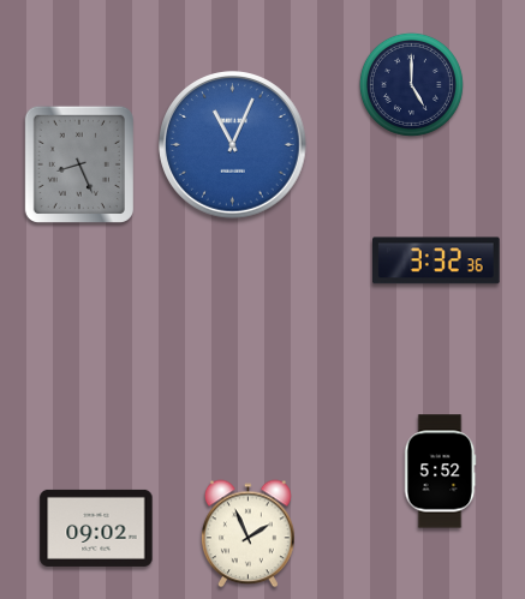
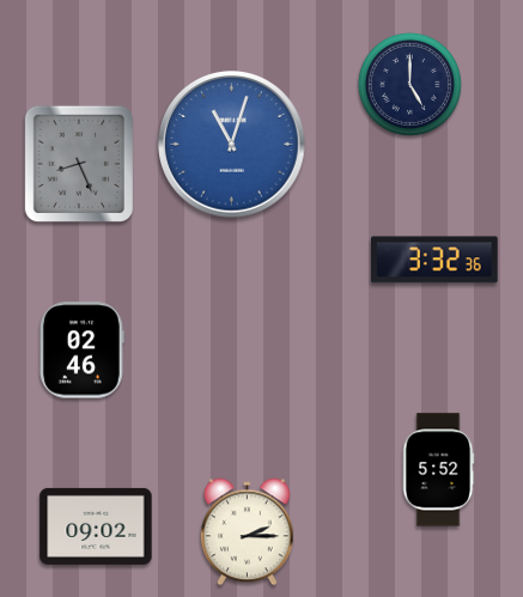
clock at (233, 145): 11:04 -> 11:03
clock at (81, 351): none -> 02:46
clock at (249, 534): 1:56 -> 2:15
